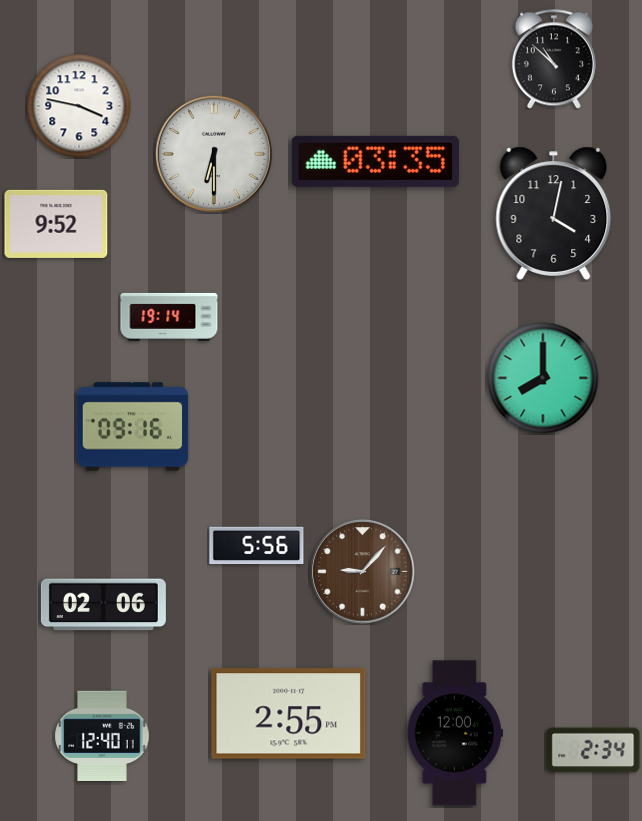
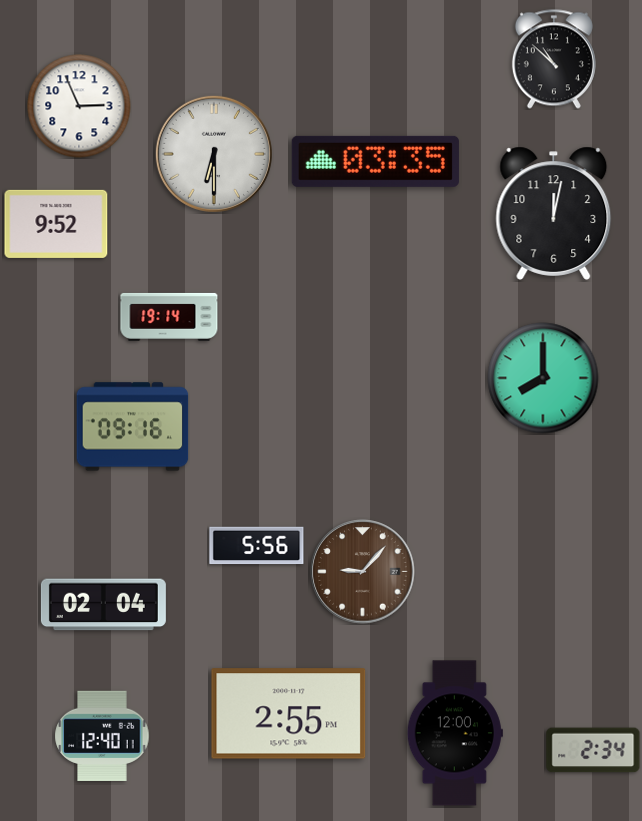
clock at (79, 106): 3:47 -> 2:56
clock at (554, 213): 4:02 -> 12:02
clock at (103, 605): 02:06 -> 02:04
